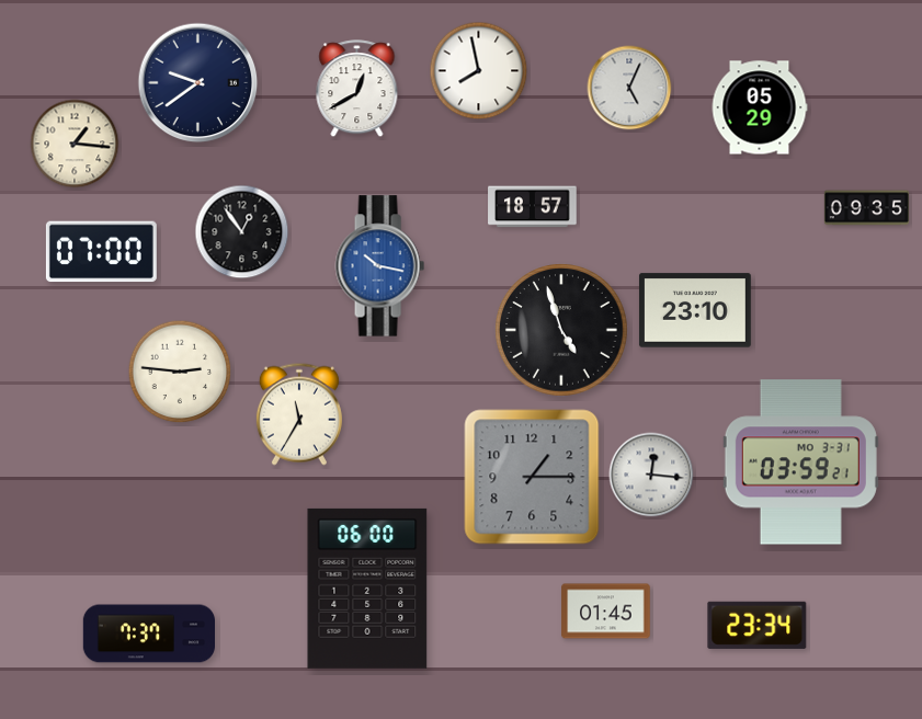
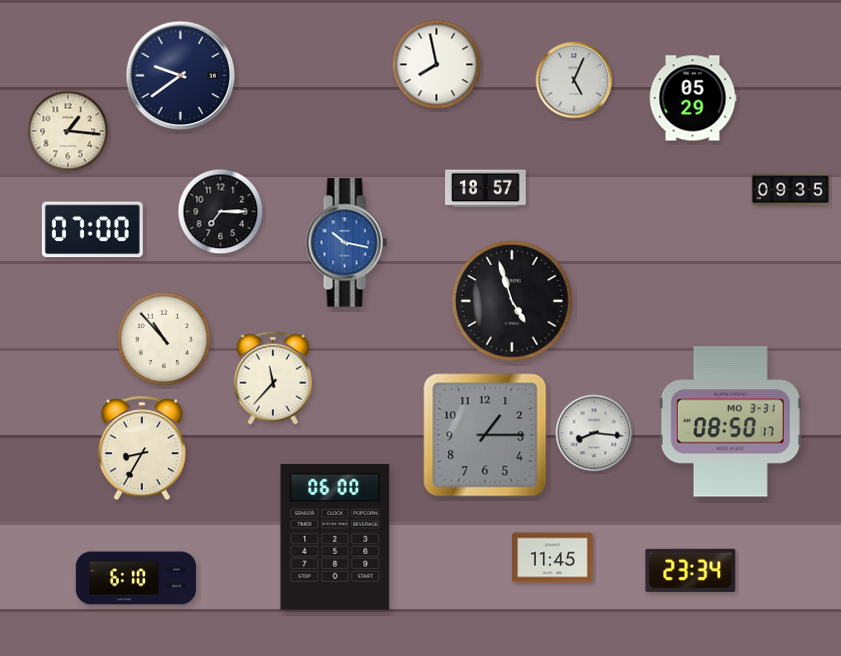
clock at (357, 89): 12:40 -> none
clock at (242, 232): 12:54 -> 7:15
clock at (695, 310): 23:10 -> none
clock at (180, 372): 2:46 -> 10:53
clock at (299, 414): 11:35 -> 11:37
clock at (800, 463): 03:59 -> 08:50
clock at (651, 475): 12:16 -> 8:16
clock at (142, 448): none -> 8:35
clock at (606, 612): 01:45 -> 11:45
clock at (148, 634): 7:37 -> 6:10
